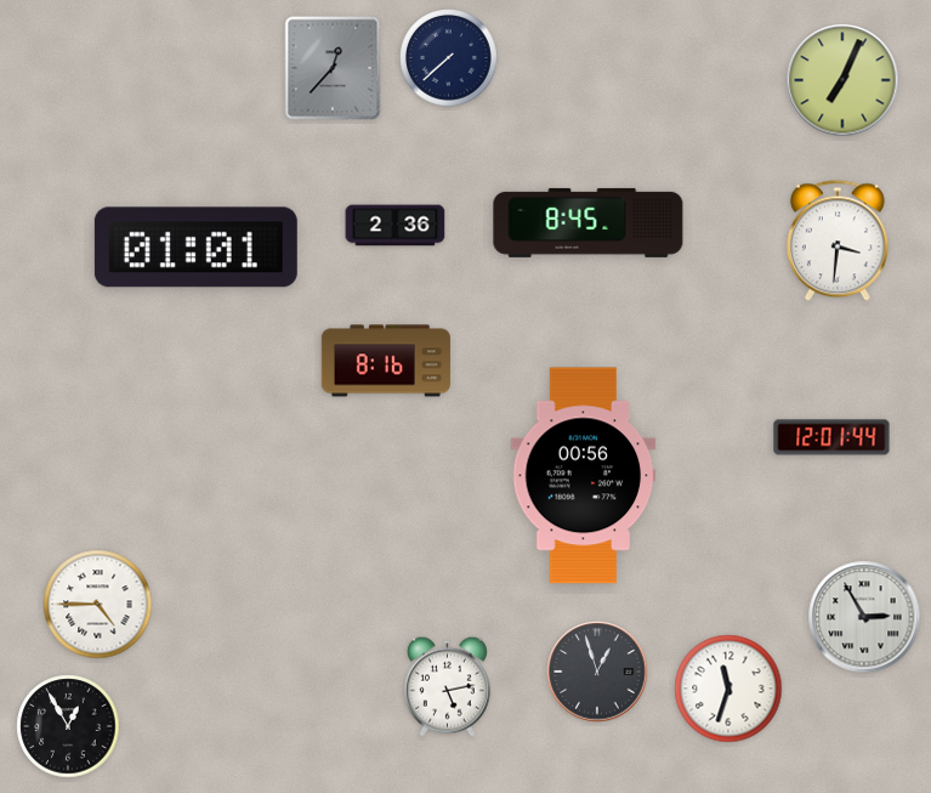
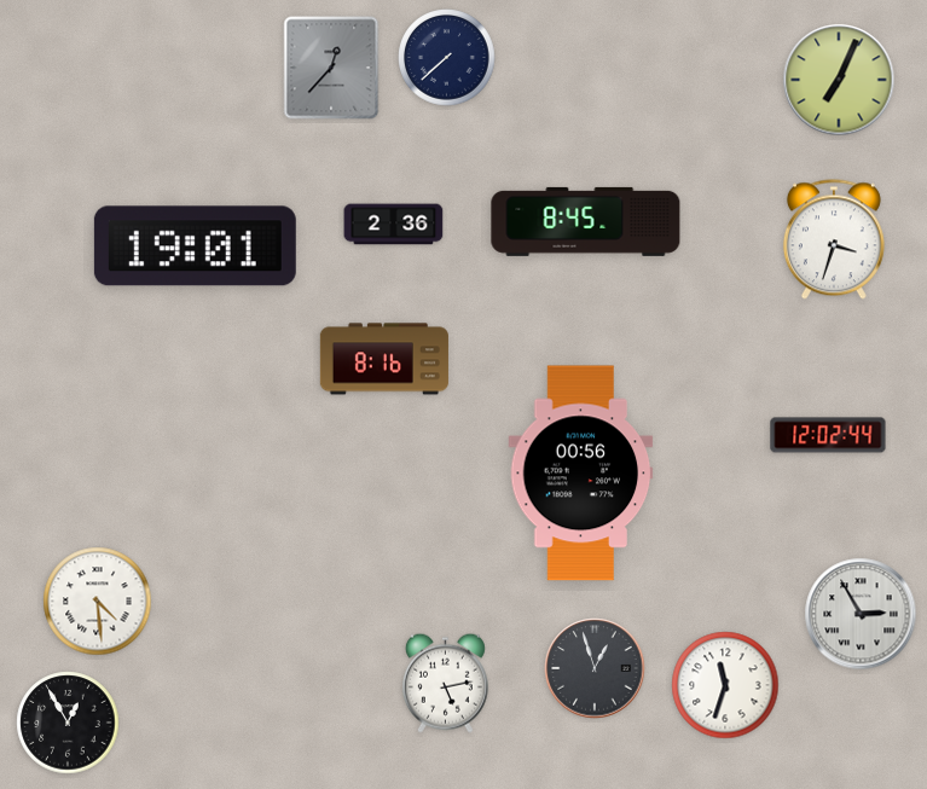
clock at (838, 240): 3:31 -> 3:33
clock at (195, 248): 01:01 -> 19:01
clock at (831, 437): 12:01 -> 12:02
clock at (98, 605): 4:45 -> 4:29
